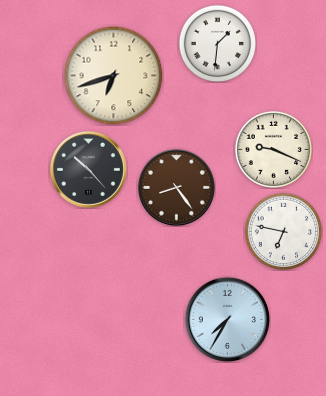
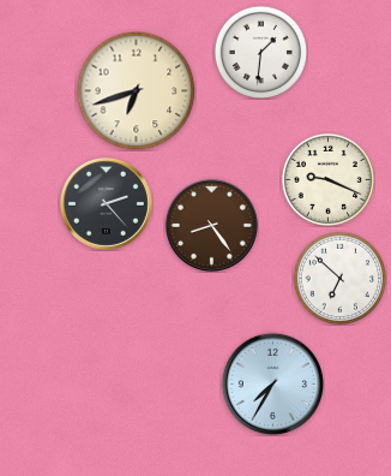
clock at (88, 169): 10:23 -> 2:23
clock at (283, 231): 6:47 -> 6:52
